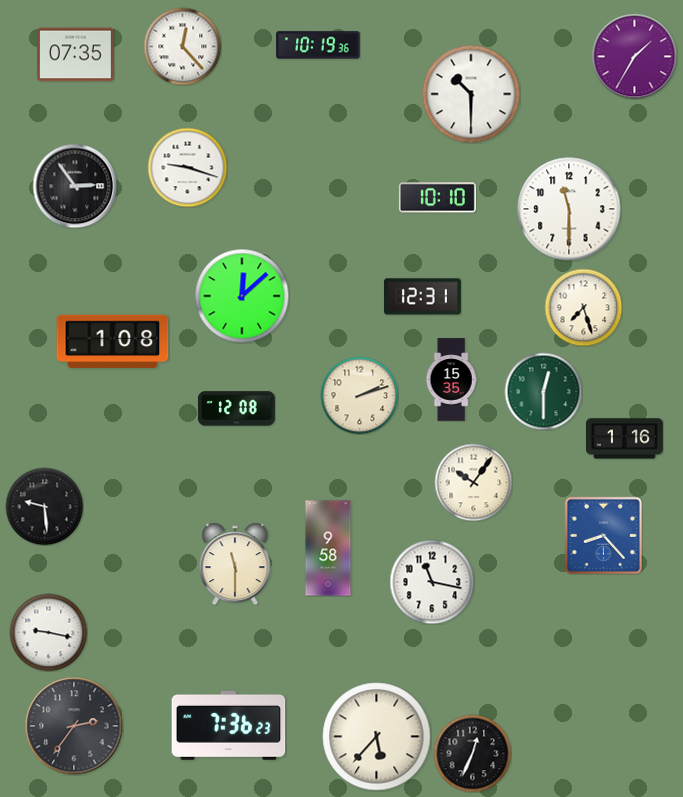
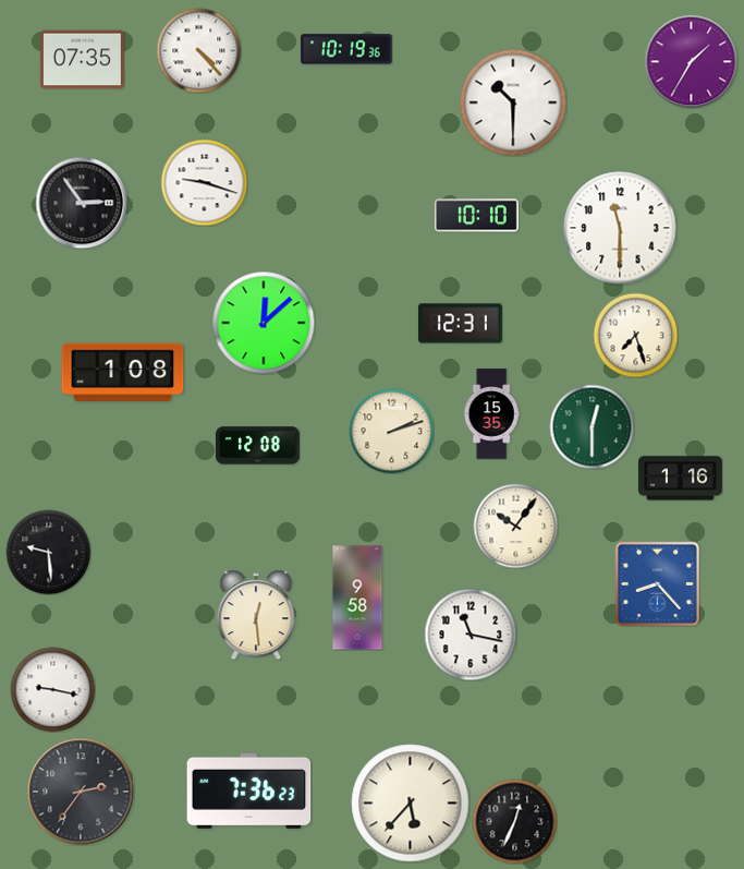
clock at (182, 46): 12:23 -> 4:23
clock at (235, 564): 11:30 -> 12:29
